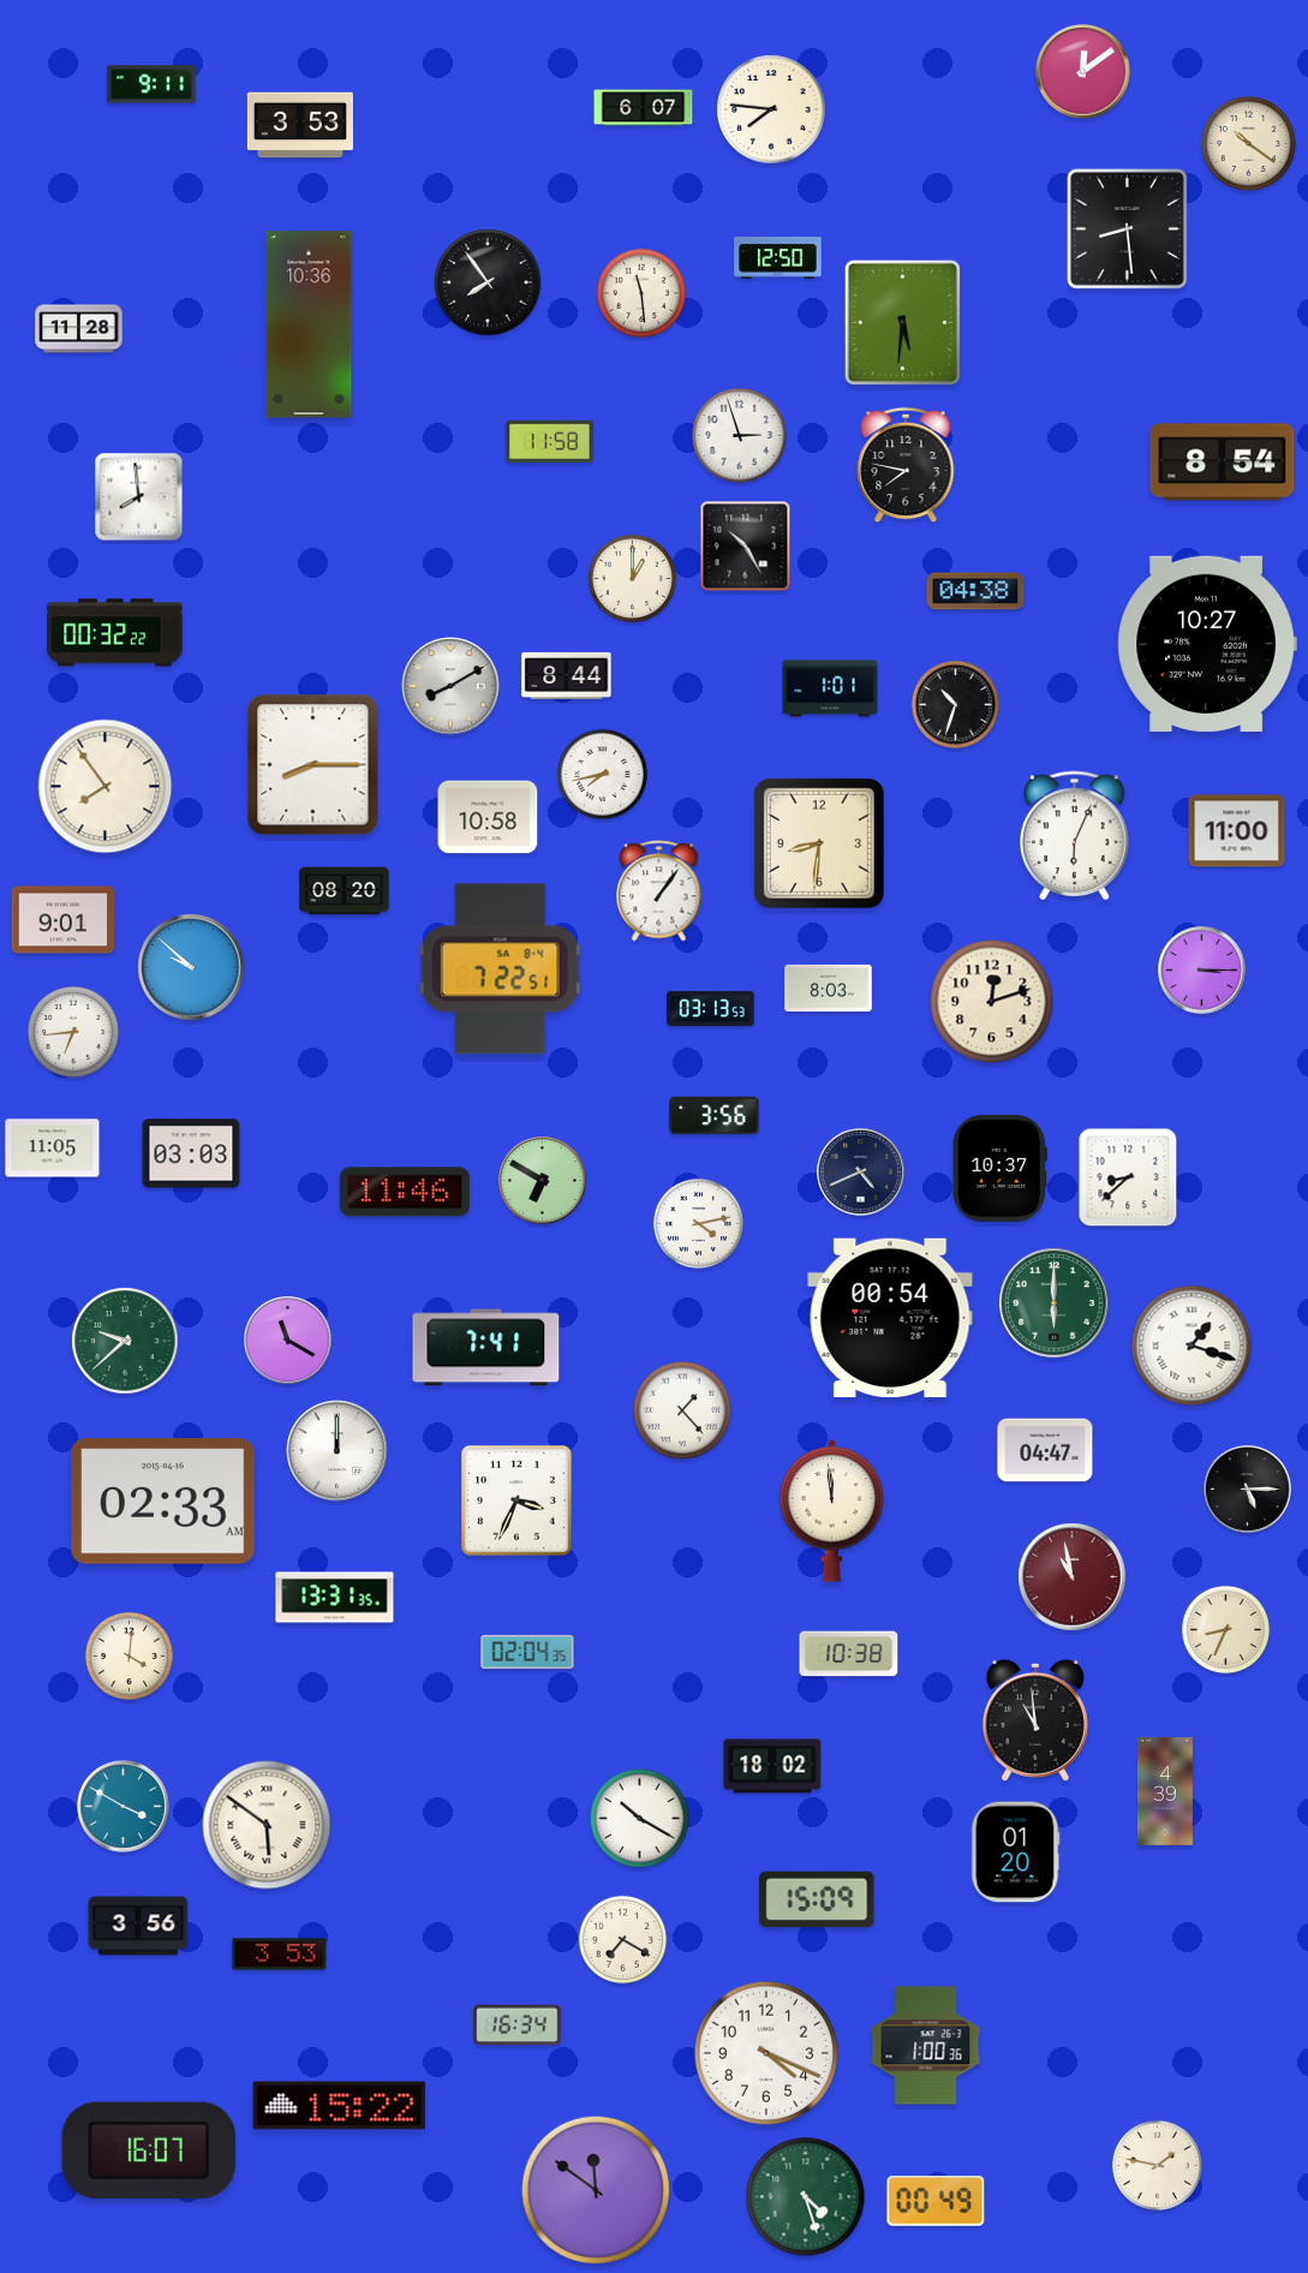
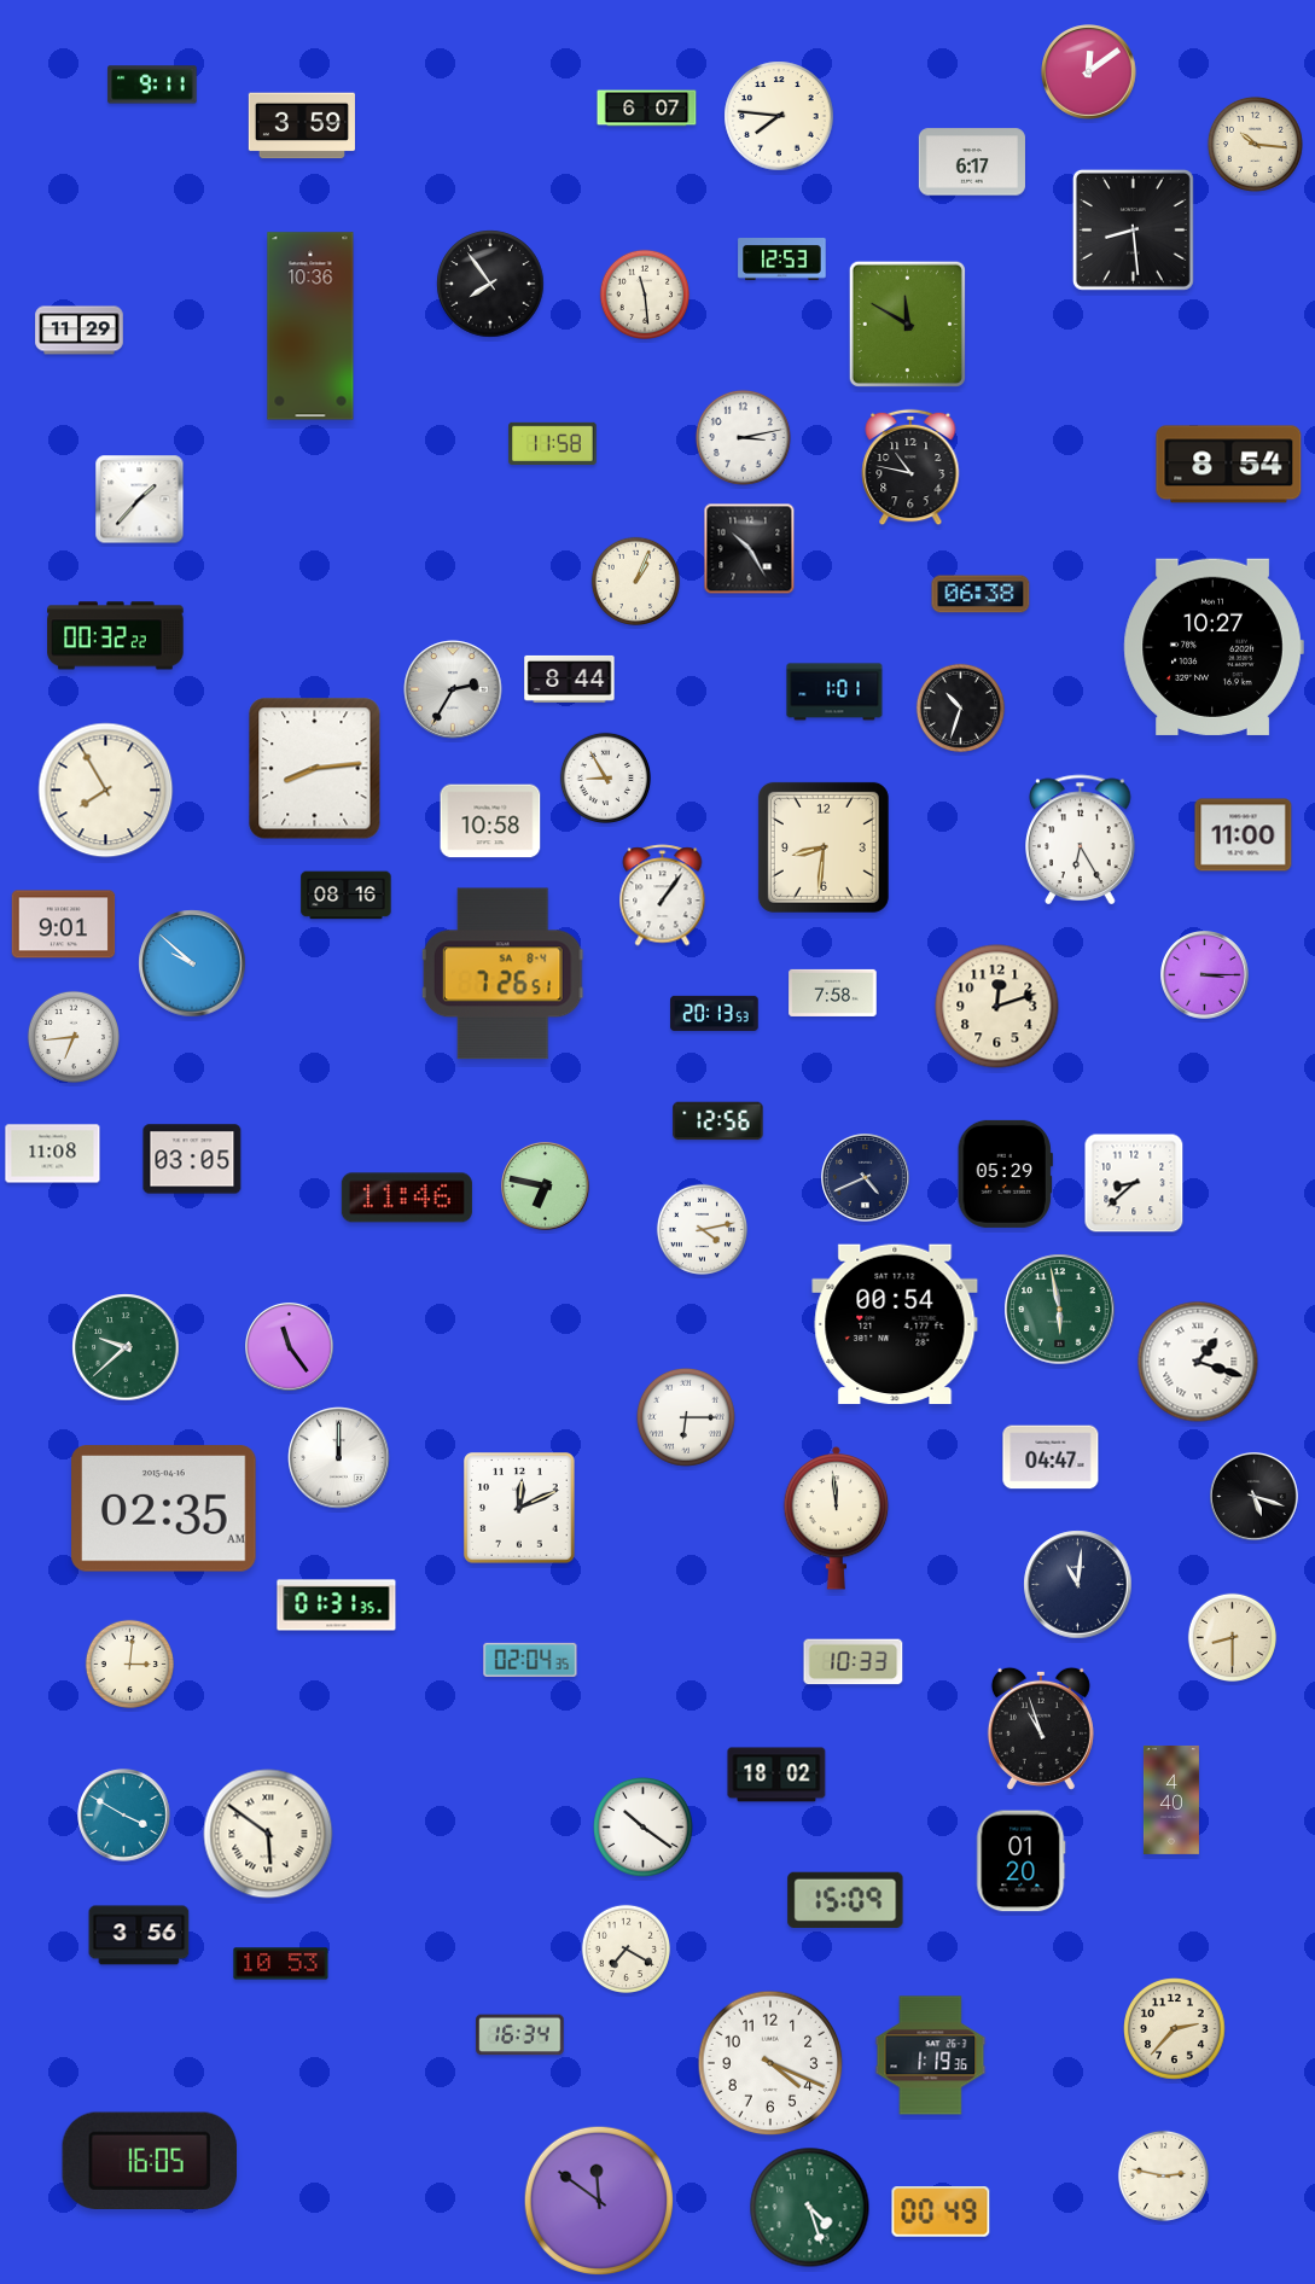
clock at (771, 109) position: (771, 109) -> (779, 116)
clock at (300, 125): 3:53 -> 3:59
clock at (1248, 143): 10:21 -> 10:16
clock at (972, 162): none -> 6:17
clock at (778, 258): 12:50 -> 12:53
clock at (902, 322): 5:31 -> 11:50
clock at (79, 329): 11:28 -> 11:29
clock at (739, 435): 2:57 -> 3:13
clock at (906, 465): 7:47 -> 10:47
clock at (139, 497): 7:59 -> 1:37
clock at (633, 579): 1:00 -> 1:04
clock at (975, 591): 04:38 -> 06:38
clock at (450, 686): 8:10 -> 2:35
clock at (313, 765): 8:15 -> 8:14
clock at (602, 774): 7:43 -> 8:55
clock at (106, 787): 7:54 -> 7:55
clock at (1075, 835): 6:04 -> 6:25
clock at (345, 891): 08:20 -> 08:16
clock at (191, 967) position: (191, 967) -> (192, 963)
clock at (501, 970): 7:22 -> 7:26
clock at (1202, 971) position: (1202, 971) -> (1205, 975)
clock at (829, 988): 8:03 -> 7:58
clock at (711, 1008): 03:13 -> 20:13
clock at (715, 1116): 3:56 -> 12:56
clock at (53, 1149): 11:05 -> 11:08
clock at (191, 1153): 03:03 -> 03:05
clock at (999, 1168): 10:37 -> 05:29
clock at (543, 1181): 6:50 -> 6:47
clock at (1055, 1303): 6:00 -> 5:58
clock at (288, 1341): 11:20 -> 11:24
clock at (1191, 1346) position: (1191, 1346) -> (1198, 1362)
clock at (486, 1348): 7:41 -> none
clock at (682, 1410): 1:23 -> 6:15
clock at (1248, 1490): 5:15 -> 5:18
clock at (516, 1501): 3:34 -> 12:11
clock at (163, 1502): 02:33 -> 02:35
clock at (1073, 1577): 10:58 -> 11:01
clock at (1073, 1577) dial: burgundy -> navy
clock at (335, 1598): 13:31 -> 01:31
clock at (1226, 1630): 8:34 -> 8:30
clock at (849, 1654): 10:38 -> 10:33
clock at (130, 1657): 4:01 -> 3:01
clock at (1035, 1720): 10:59 -> 10:57
clock at (1165, 1791): 4:39 -> 4:40
clock at (640, 1819): 10:20 -> 10:21
clock at (817, 1899) position: (817, 1899) -> (845, 1900)
clock at (280, 1955): 3:53 -> 10:53
clock at (1175, 2029): none -> 2:37
clock at (926, 2046): 1:00 -> 1:19
clock at (340, 2106): 15:22 -> none
clock at (148, 2149): 16:07 -> 16:05
clock at (1157, 2165): 1:47 -> 2:47
